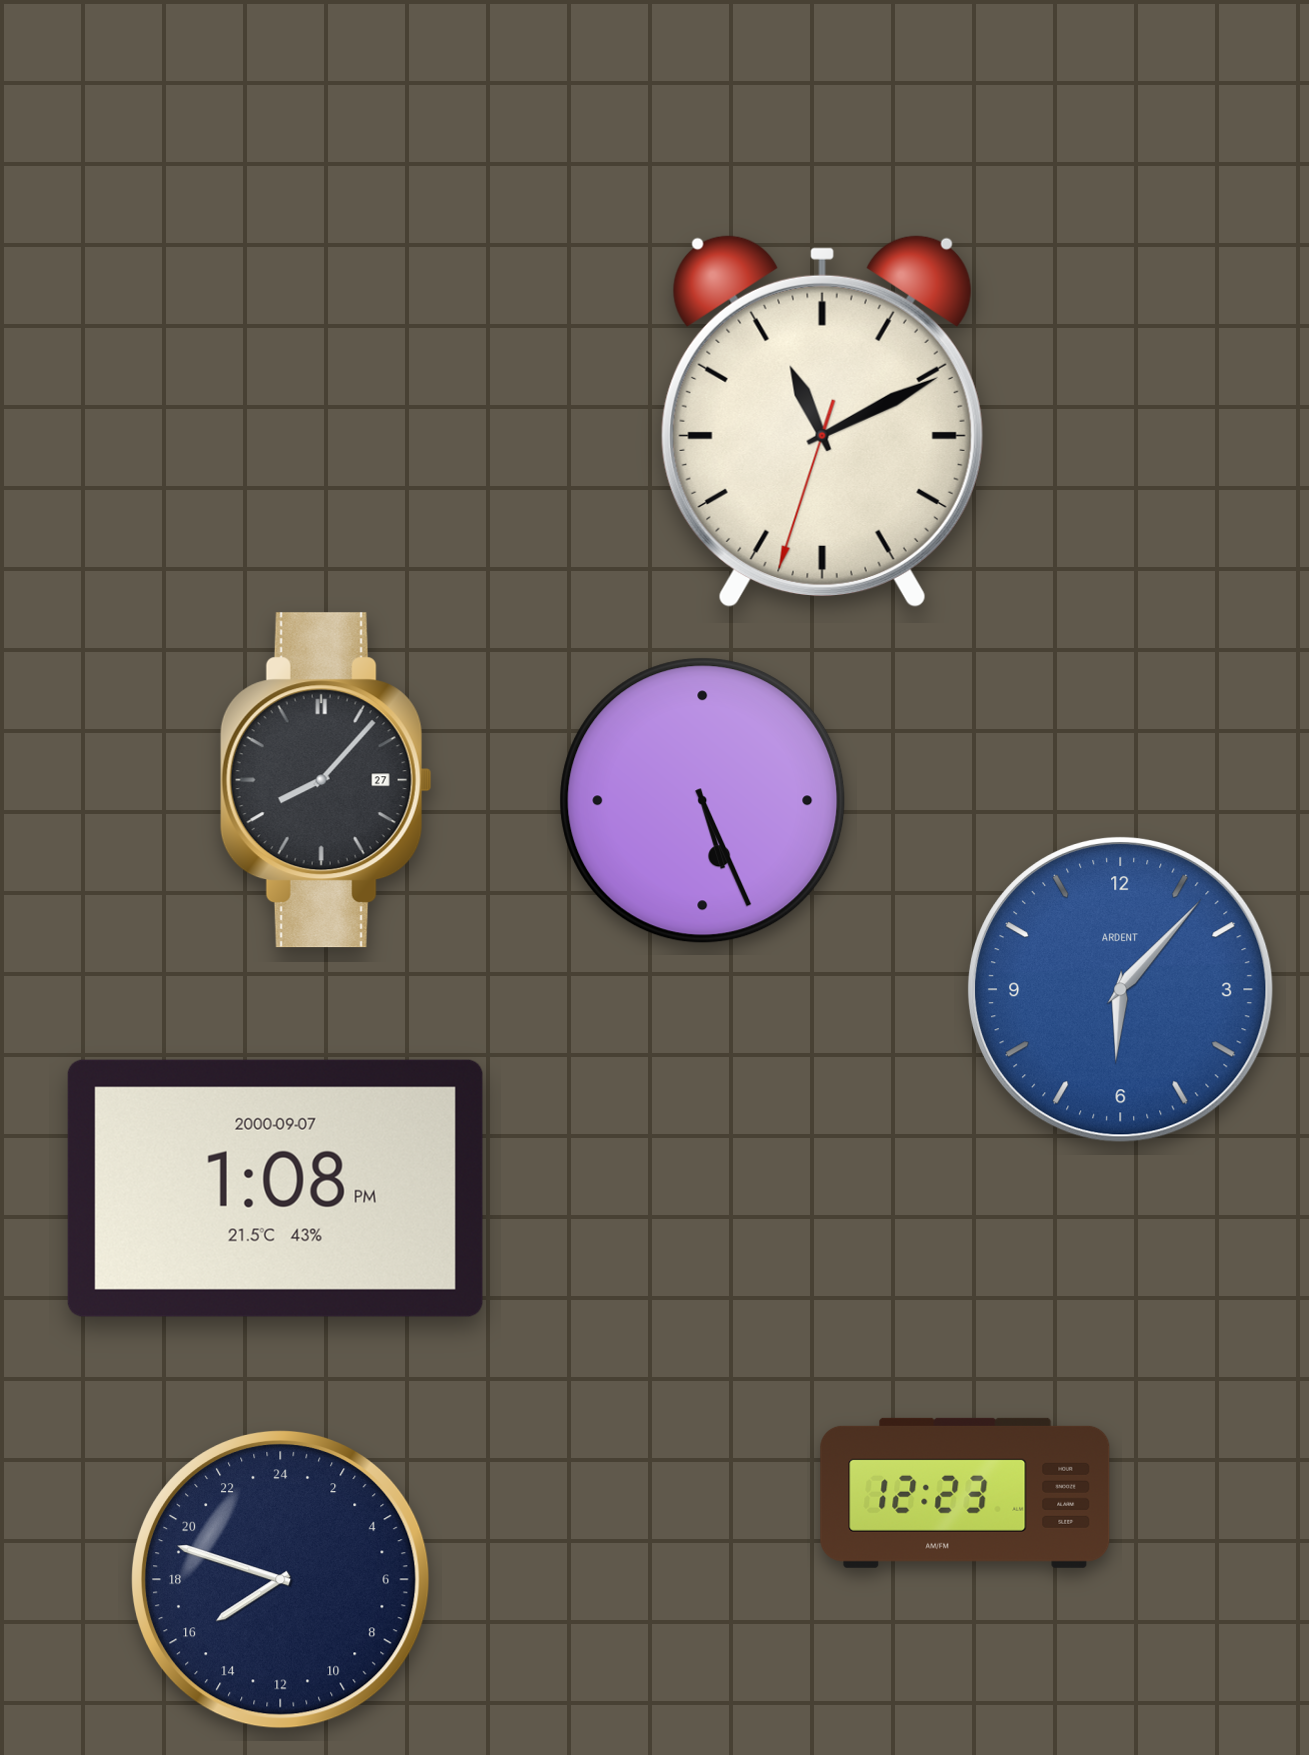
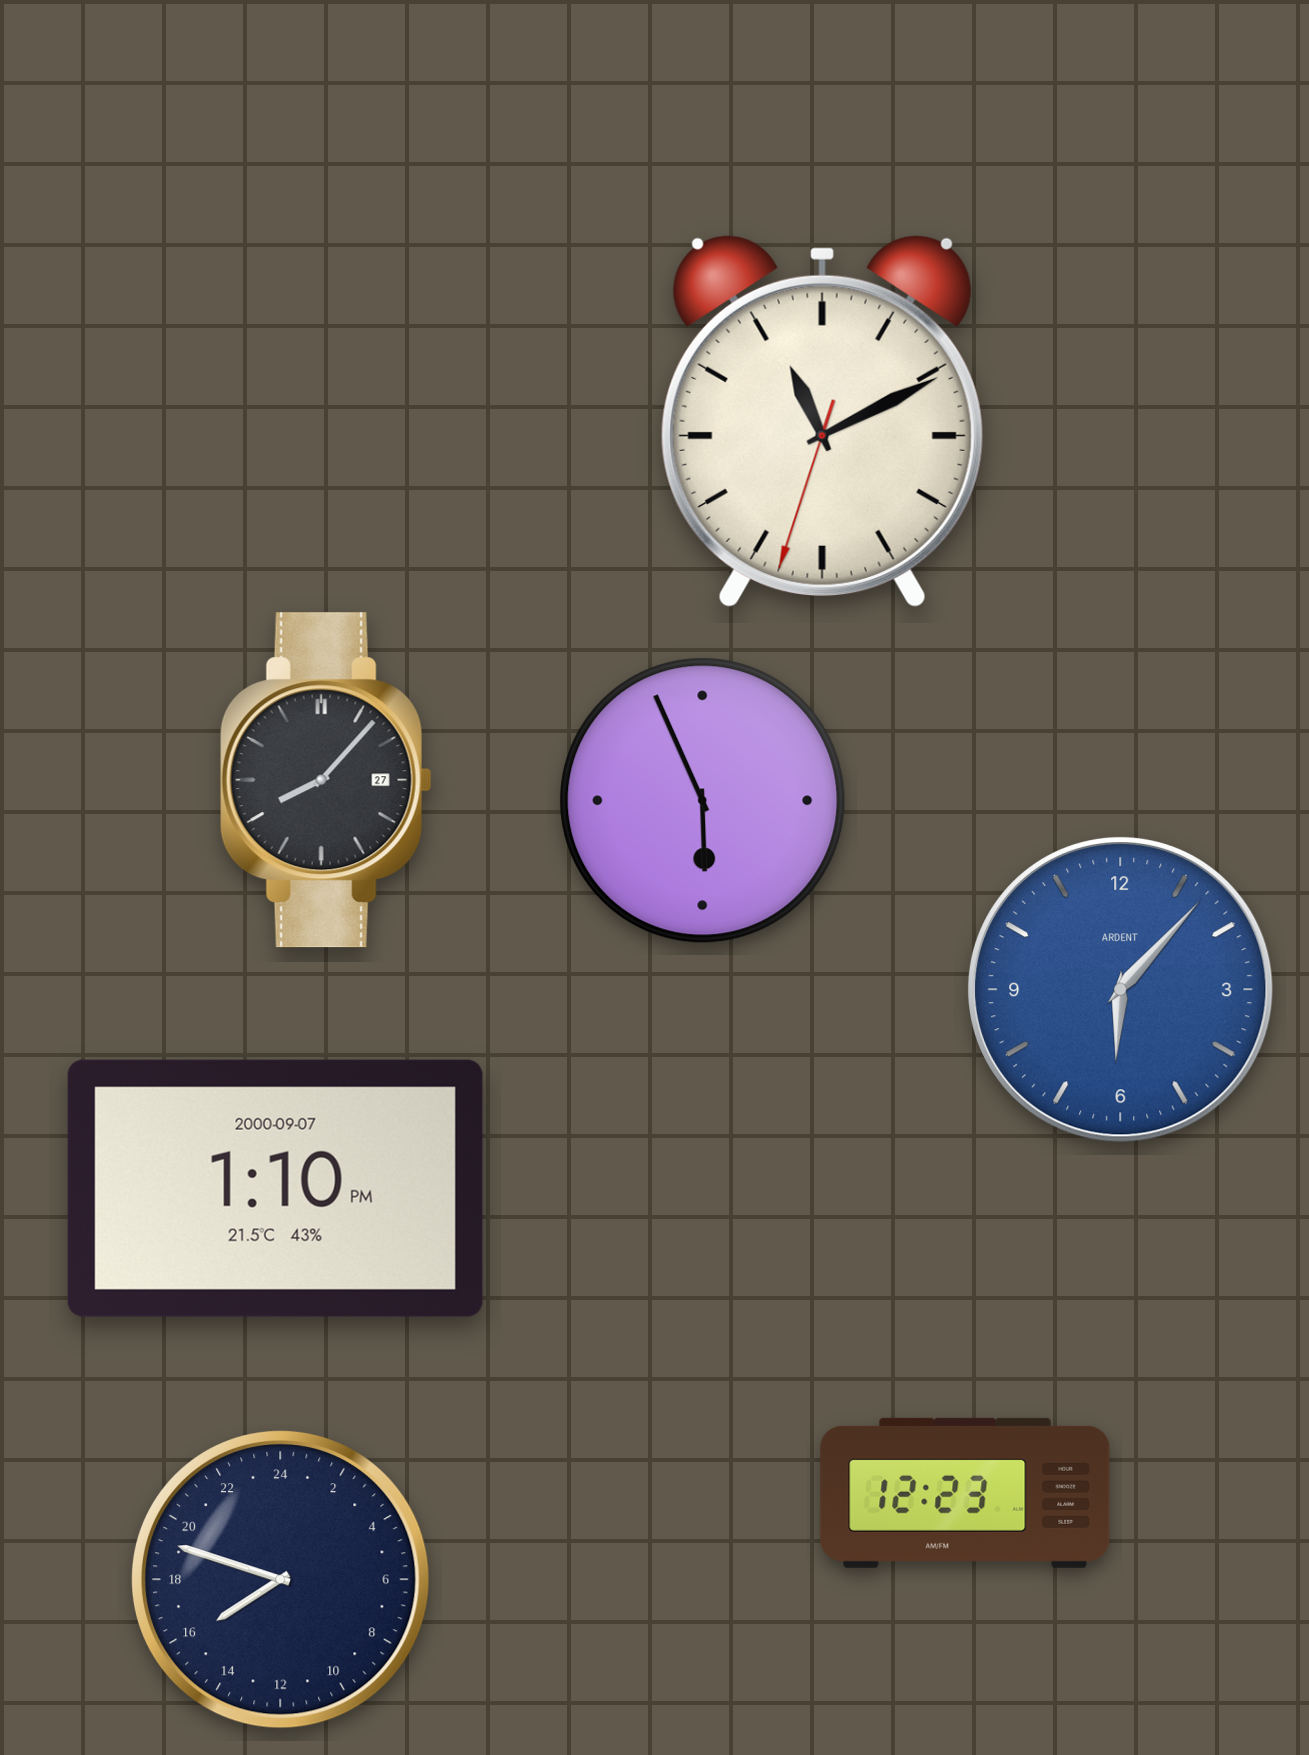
clock at (703, 801): 5:26 -> 5:56
clock at (275, 1188): 1:08 -> 1:10
